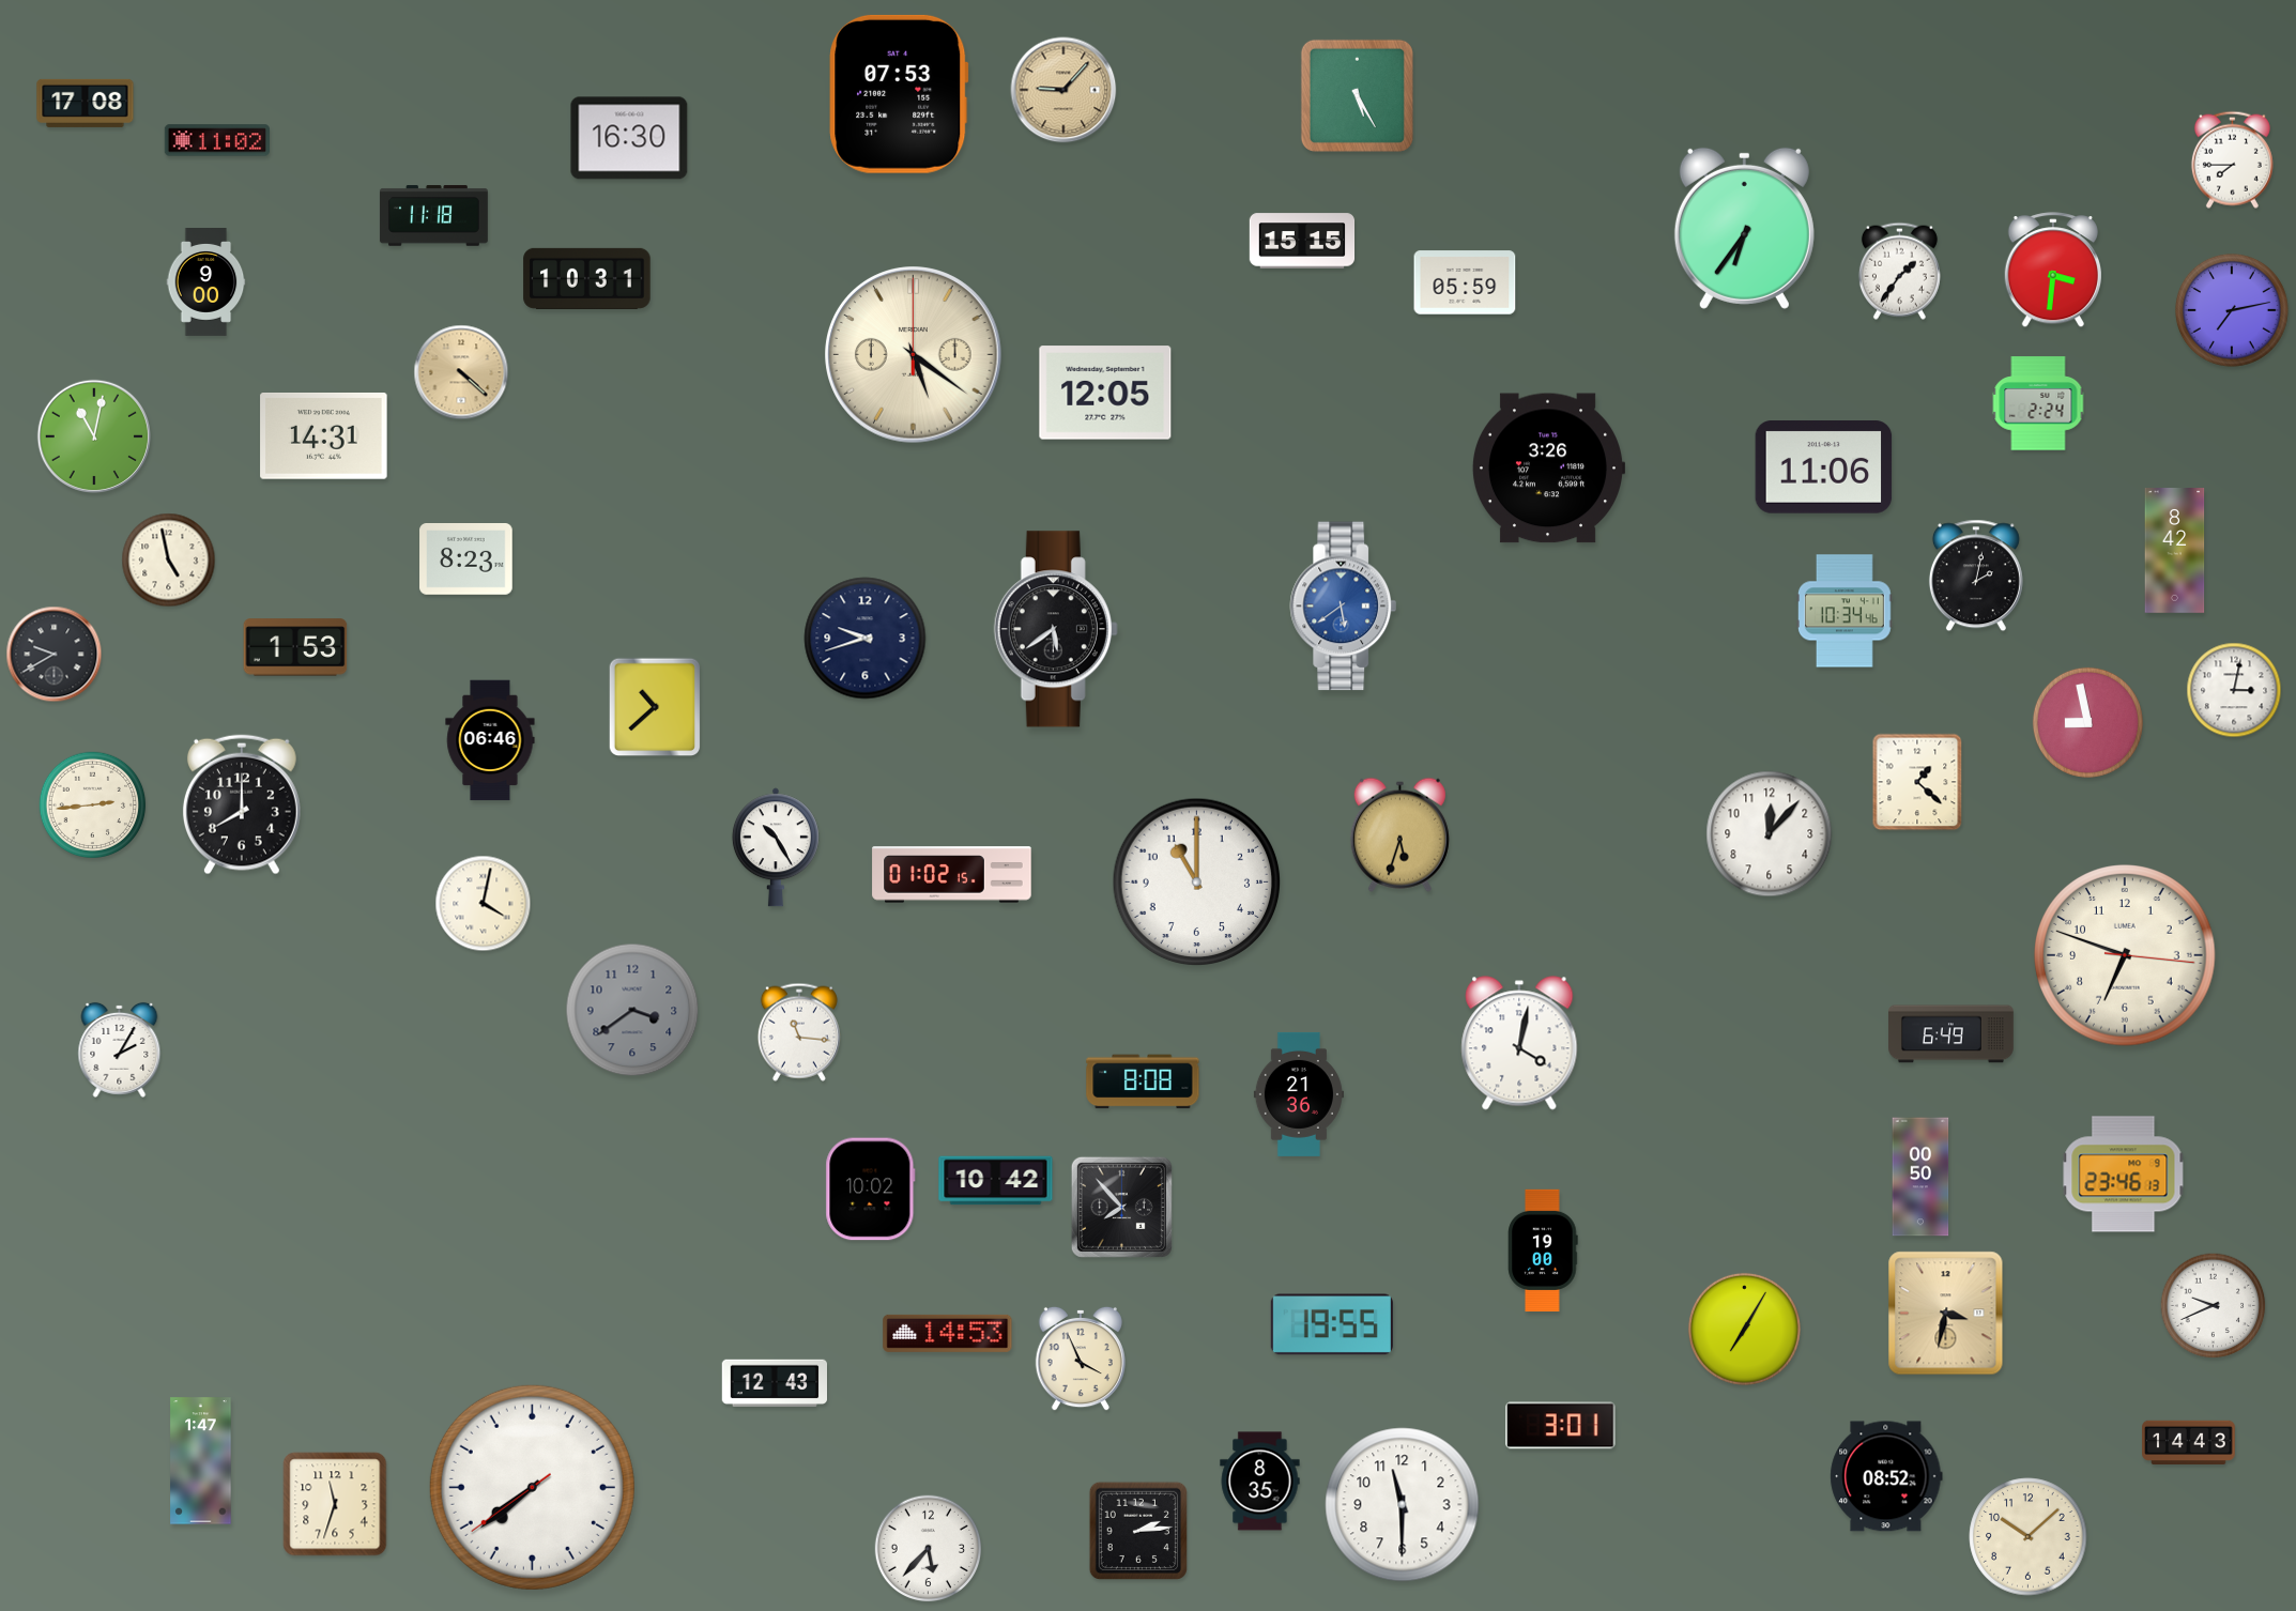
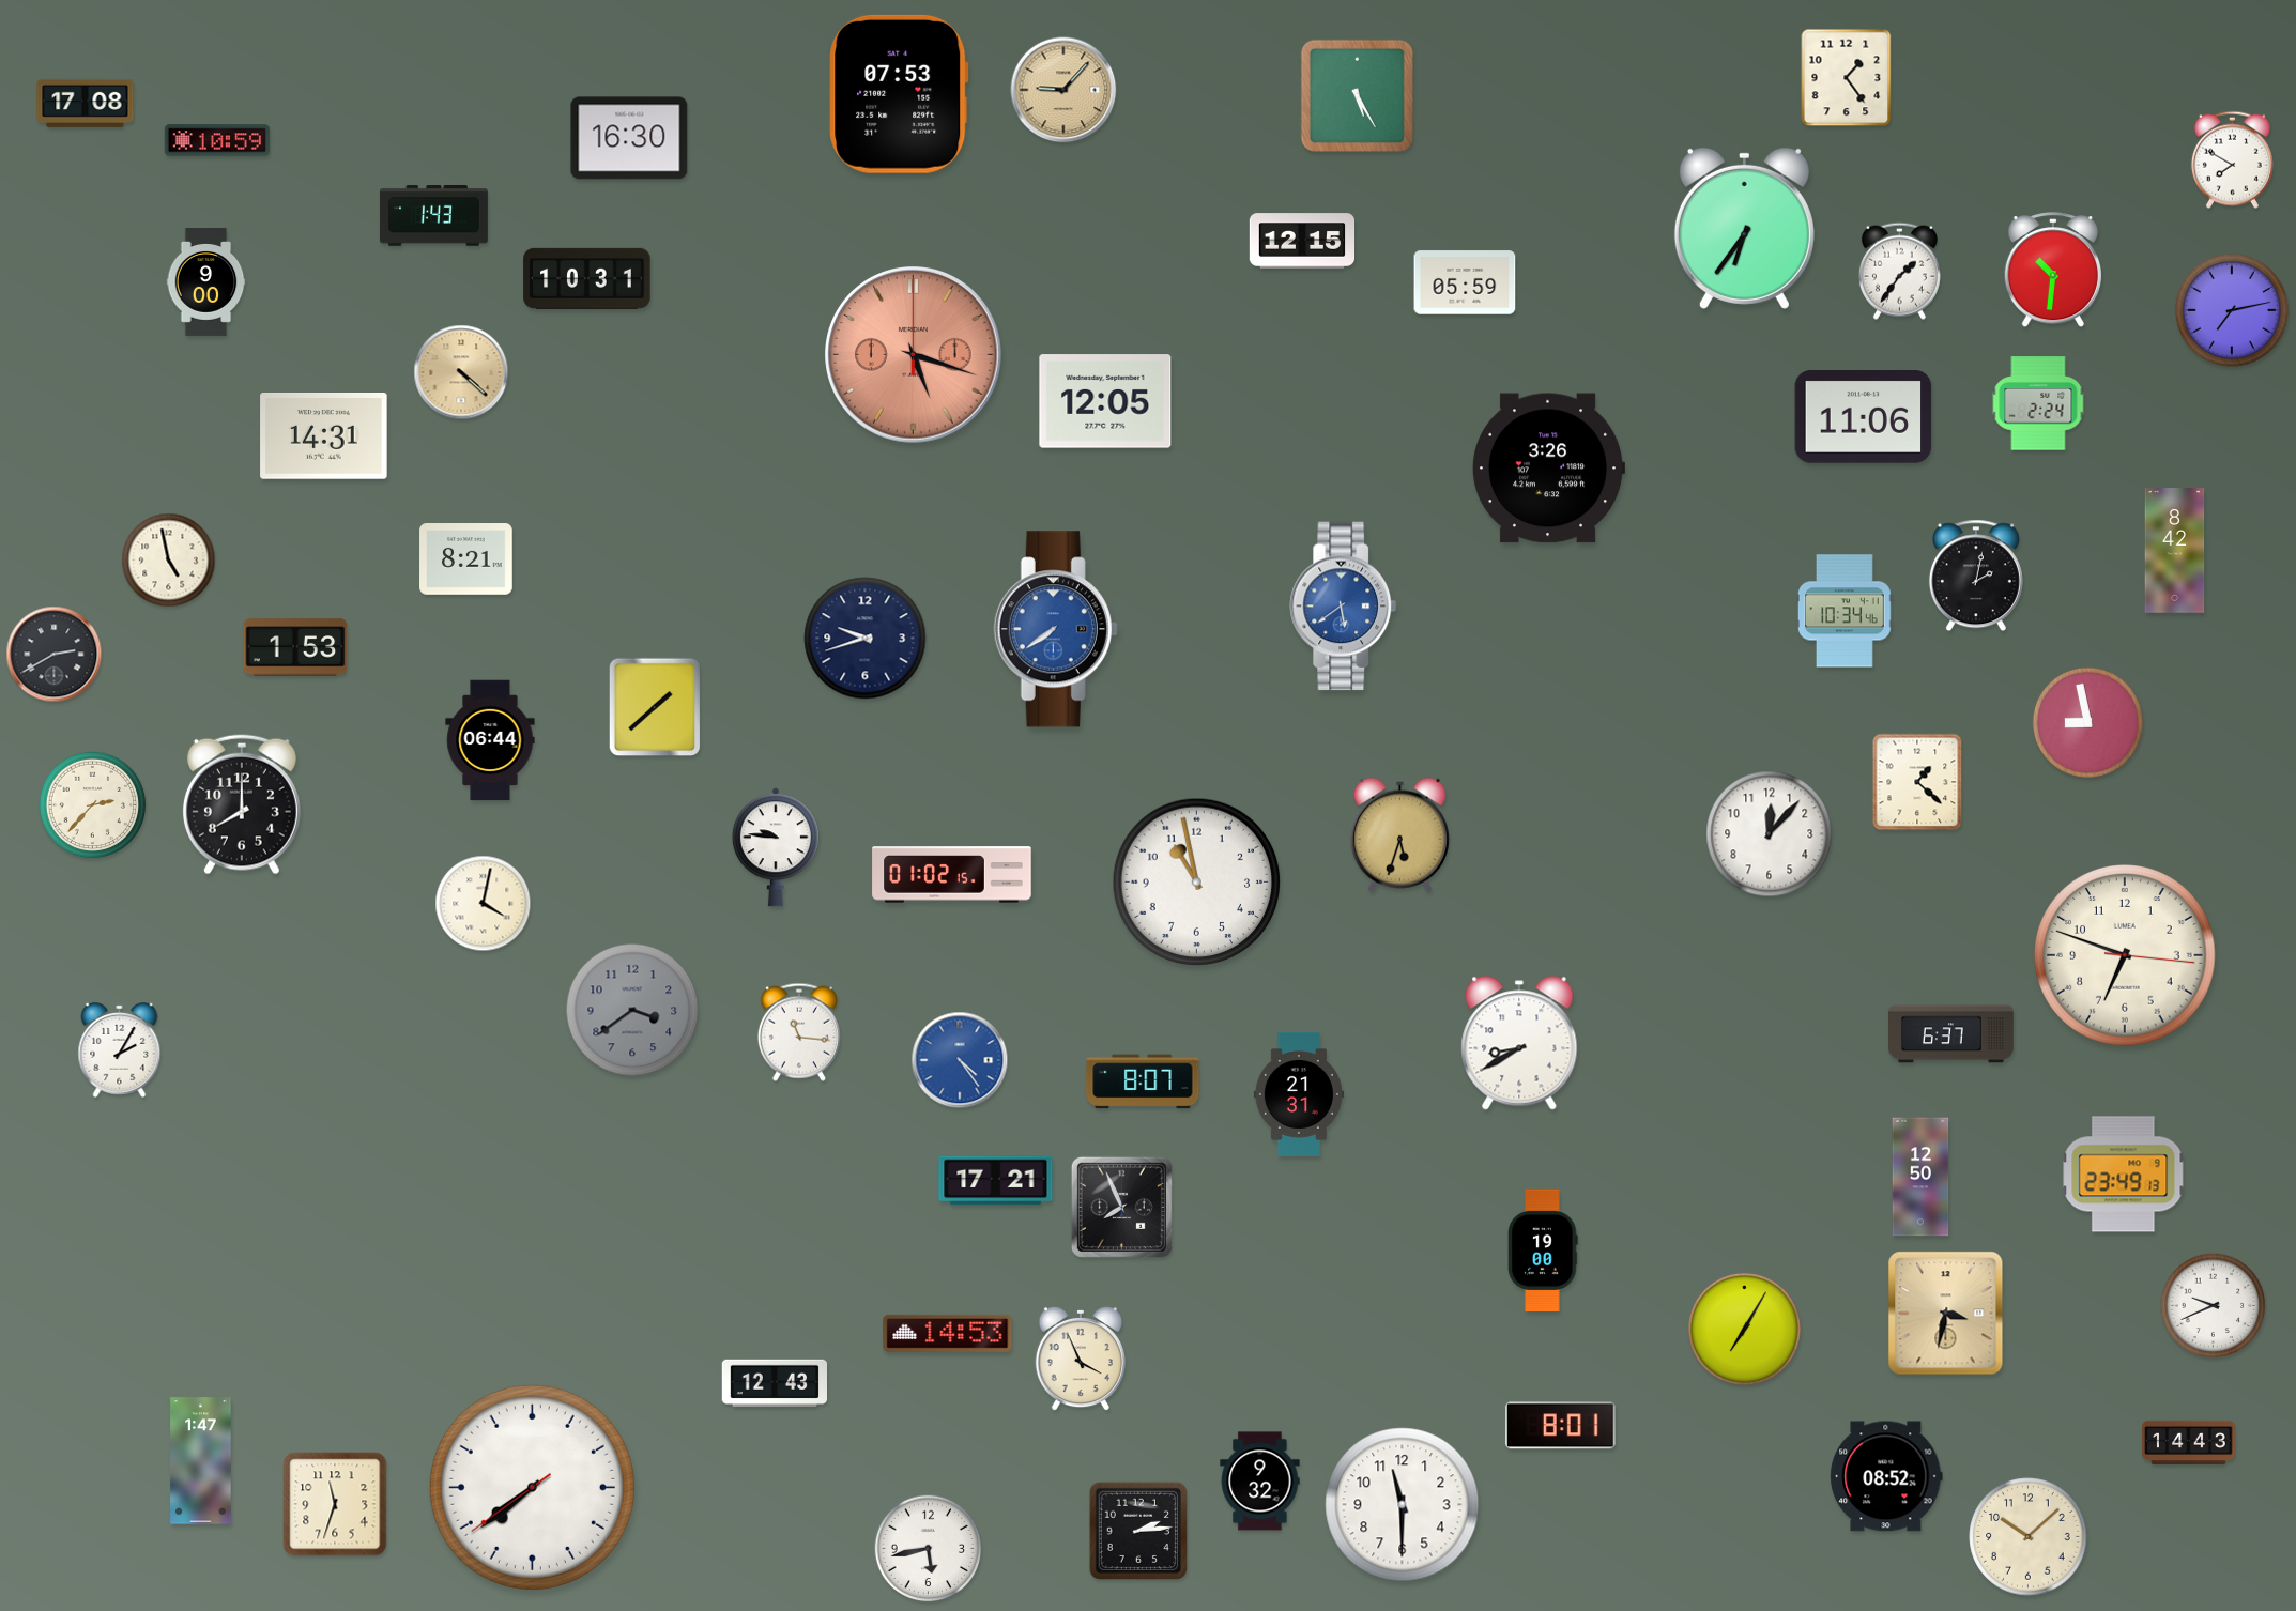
clock at (1847, 78): none -> 1:24
clock at (216, 140): 11:02 -> 10:59
clock at (2232, 159): 7:45 -> 7:50
clock at (433, 216): 11:18 -> 1:43
clock at (1302, 241): 15:15 -> 12:15
clock at (2052, 271): 3:31 -> 10:31
clock at (914, 355): 5:21 -> 5:18
clock at (914, 355) dial: cream -> salmon
clock at (1105, 393) position: (1105, 393) -> (1105, 401)
clock at (93, 435): 11:02 -> none
clock at (1824, 467) position: (1824, 467) -> (1864, 417)
clock at (466, 559): 8:23 -> 8:21
clock at (1056, 629): 5:39 -> 7:39
clock at (1056, 629) dial: black -> blue
clock at (55, 655): 9:40 -> 2:40
clock at (2234, 690): 3:02 -> none
clock at (655, 707): 10:38 -> 1:38
clock at (490, 740): 06:46 -> 06:44
clock at (93, 805): 2:44 -> 2:37
clock at (776, 847): 10:25 -> 9:46
clock at (1197, 883): 11:00 -> 10:58
clock at (1951, 1034): 6:49 -> 6:37
clock at (1519, 1043): 4:02 -> 8:40
clock at (960, 1060): none -> 4:24
clock at (1143, 1081): 8:08 -> 8:07
clock at (1299, 1094): 21:36 -> 21:31
clock at (2124, 1175): 23:46 -> 23:49
clock at (1920, 1177): 00:50 -> 12:50
clock at (996, 1181): 10:42 -> 17:21
clock at (871, 1190): 10:02 -> none
clock at (1121, 1207): 7:53 -> 7:56
clock at (1332, 1324): 19:55 -> none
clock at (1561, 1426): 3:01 -> 8:01
clock at (1260, 1482): 8:35 -> 9:32
clock at (929, 1549): 5:37 -> 5:43
